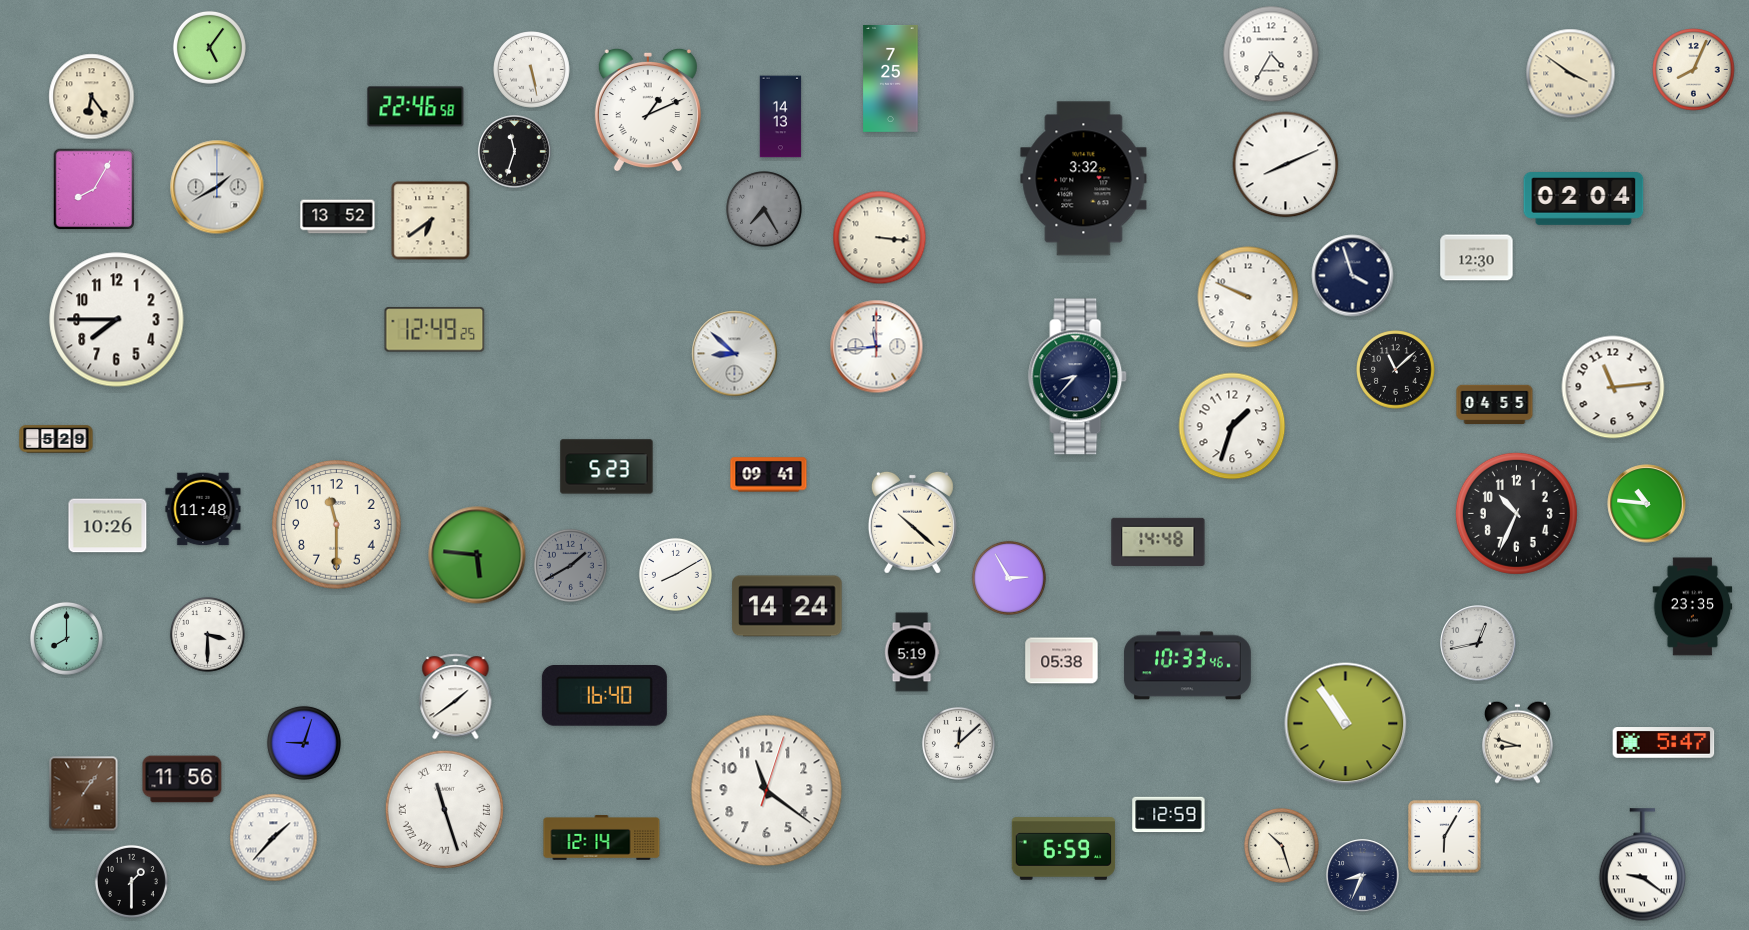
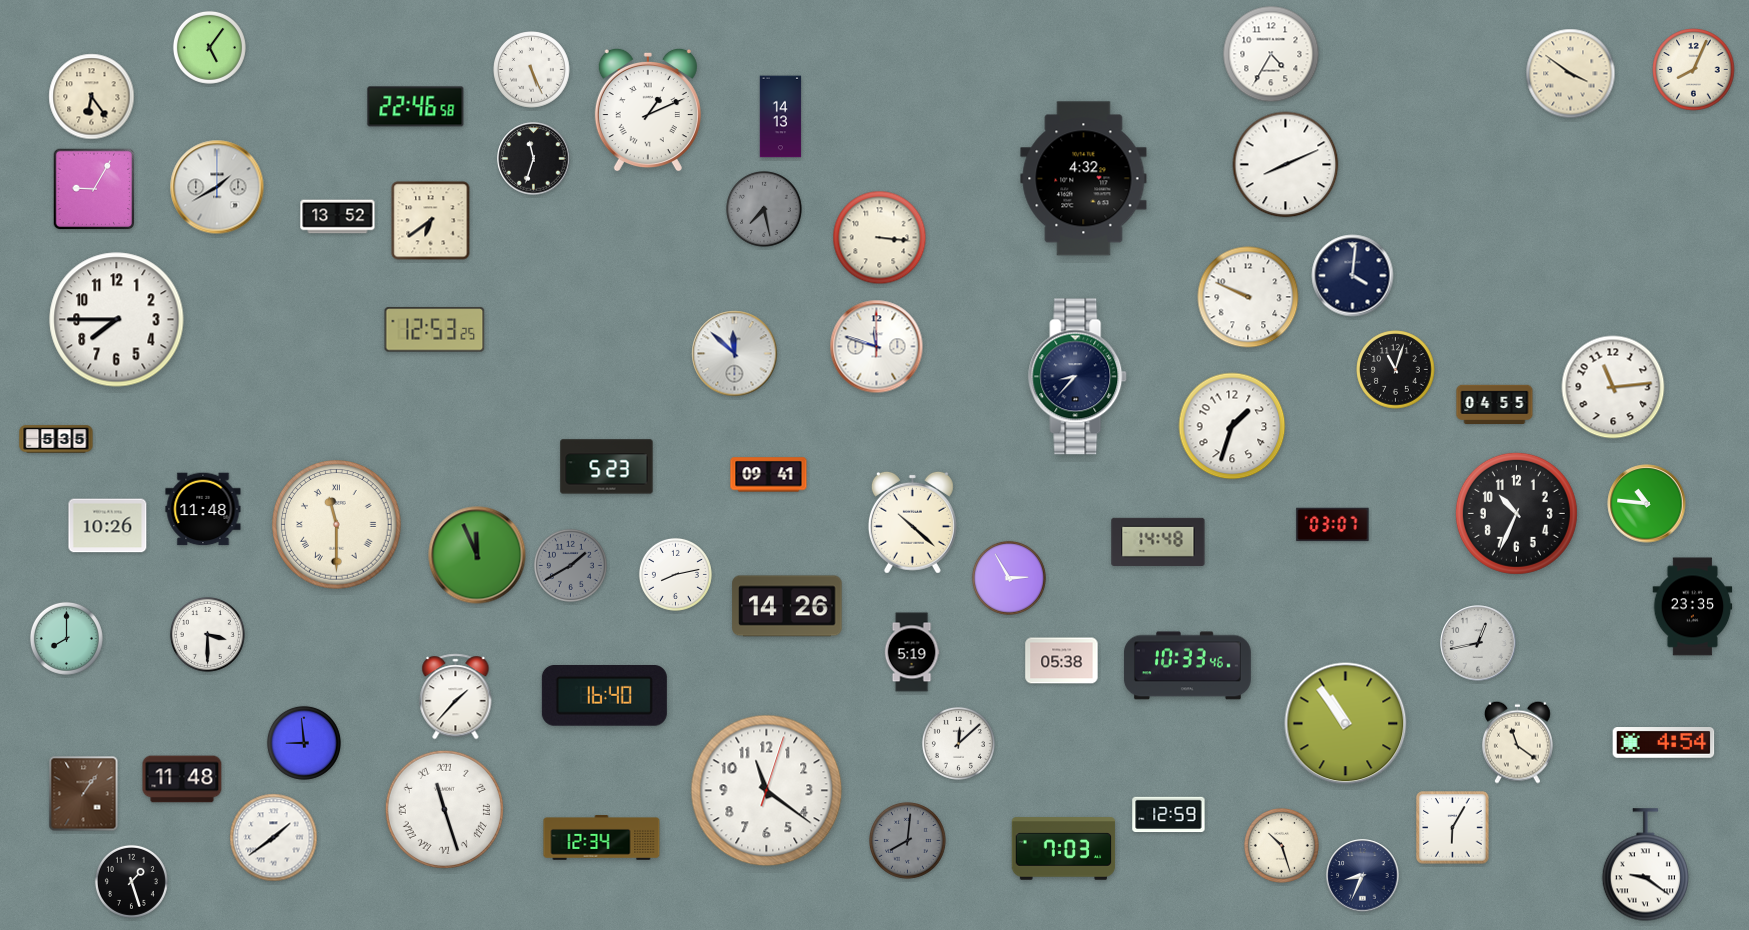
clock at (532, 70): 5:28 -> 5:26
clock at (891, 78): 7:25 -> none
clock at (515, 152) position: (515, 152) -> (534, 159)
clock at (1084, 179): 3:32 -> 4:32
clock at (94, 189): 8:05 -> 9:05
clock at (1584, 199): 02:04 -> none
clock at (765, 210): 7:25 -> 7:28
clock at (1477, 258): 12:30 -> none
clock at (1353, 276): 3:57 -> 4:01
clock at (435, 330): 12:49 -> 12:53
clock at (877, 347): 11:44 -> 11:48
clock at (735, 354): 8:52 -> 11:52
clock at (1396, 370): 11:08 -> 11:03
clock at (56, 439): 5:29 -> 5:35
clock at (337, 525) numerals: Arabic -> Roman
clock at (1333, 525): none -> 03:07
clock at (477, 555): 5:46 -> 11:56
clock at (675, 574): 8:10 -> 8:13
clock at (787, 606): 14:24 -> 14:26
clock at (456, 697): 1:39 -> 1:37
clock at (1517, 742): 8:48 -> 11:21
clock at (304, 743): 9:03 -> 8:59
clock at (1664, 743): 5:47 -> 4:54
clock at (182, 779): 11:56 -> 11:48
clock at (1445, 837) position: (1445, 837) -> (1453, 828)
clock at (274, 838): 1:37 -> 1:39
clock at (602, 838): 12:14 -> 12:34
clock at (908, 841): none -> 8:01
clock at (1064, 849): 6:59 -> 7:03
clock at (1642, 865) position: (1642, 865) -> (1645, 865)
clock at (131, 881): 1:30 -> 1:27
